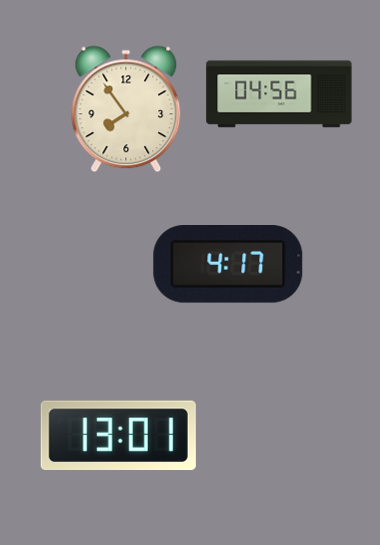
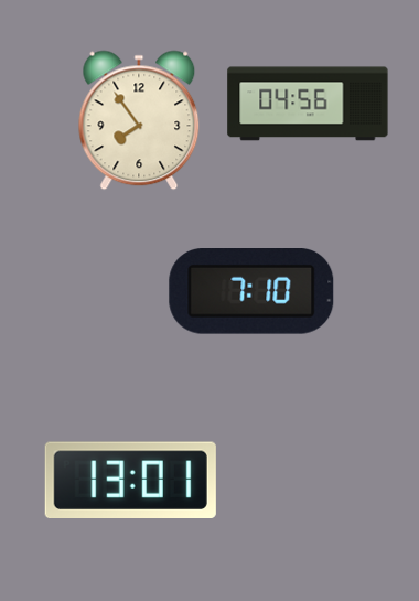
clock at (228, 265): 4:17 -> 7:10
